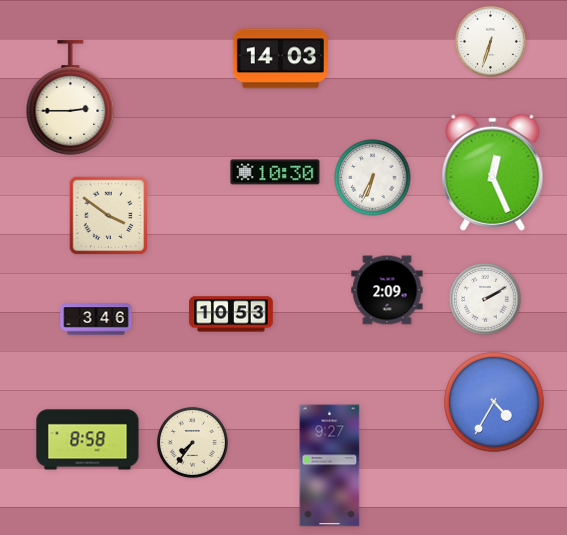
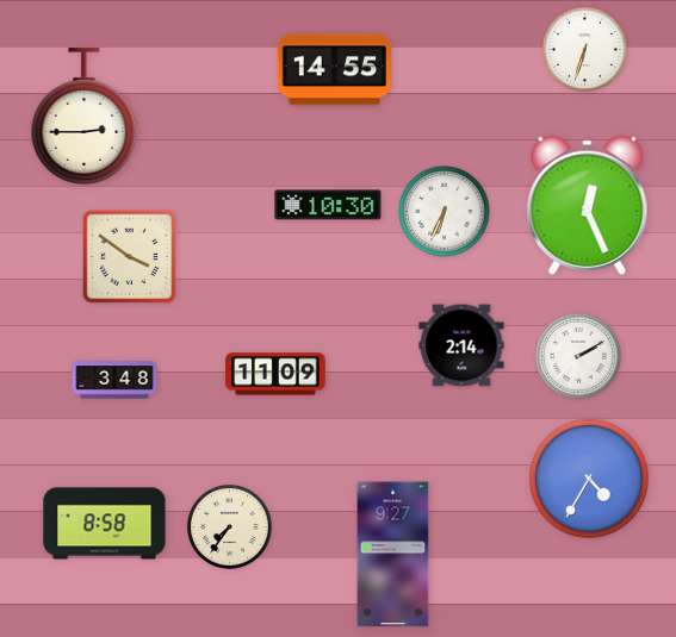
clock at (280, 59): 14:03 -> 14:55
clock at (387, 290): 2:09 -> 2:14
clock at (231, 314): 10:53 -> 11:09
clock at (96, 319): 3:46 -> 3:48
